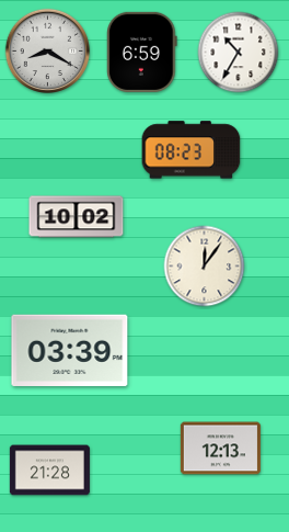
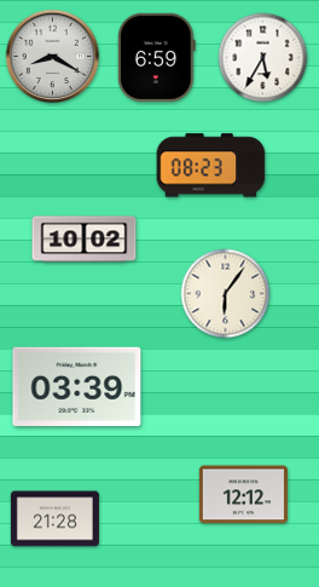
clock at (239, 53): 10:35 -> 5:35
clock at (205, 267): 12:06 -> 6:06
clock at (220, 449): 12:13 -> 12:12
